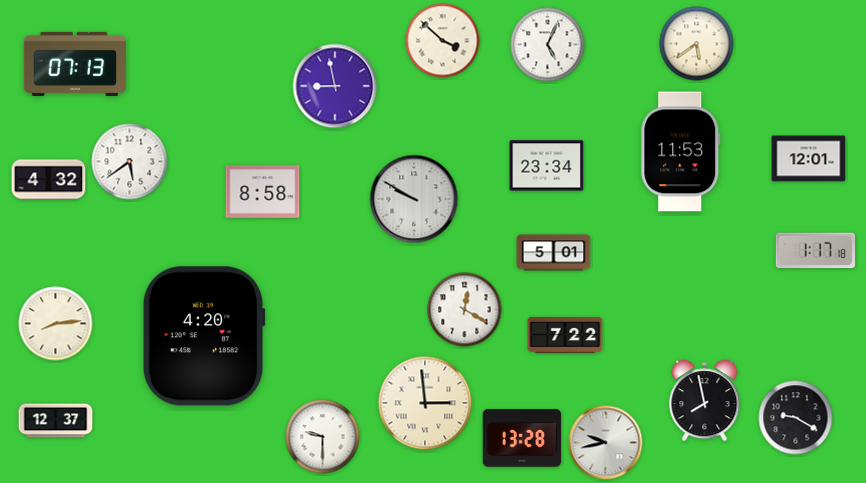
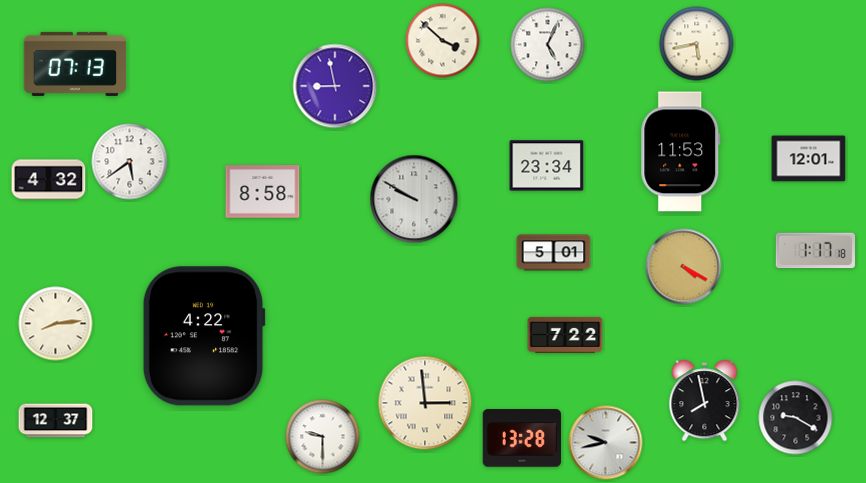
clock at (697, 44): 5:39 -> 5:43
clock at (684, 267): none -> 4:20
clock at (465, 310): 12:20 -> none
clock at (204, 336): 4:20 -> 4:22
